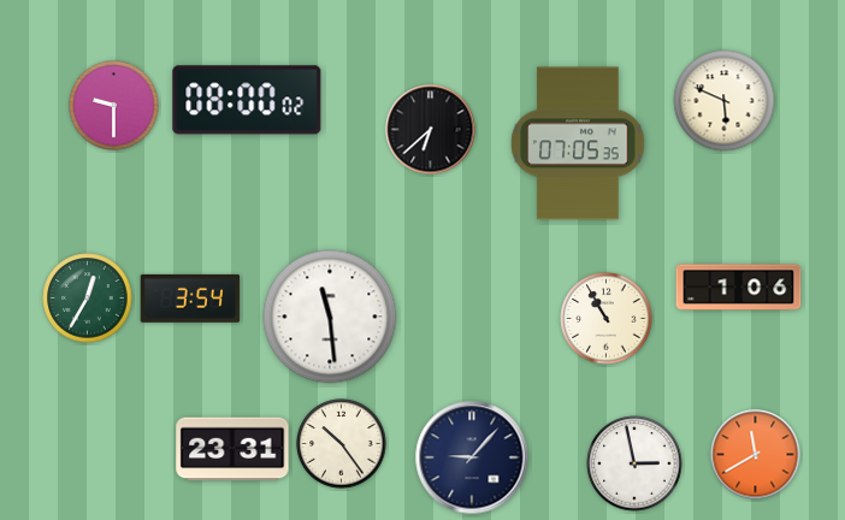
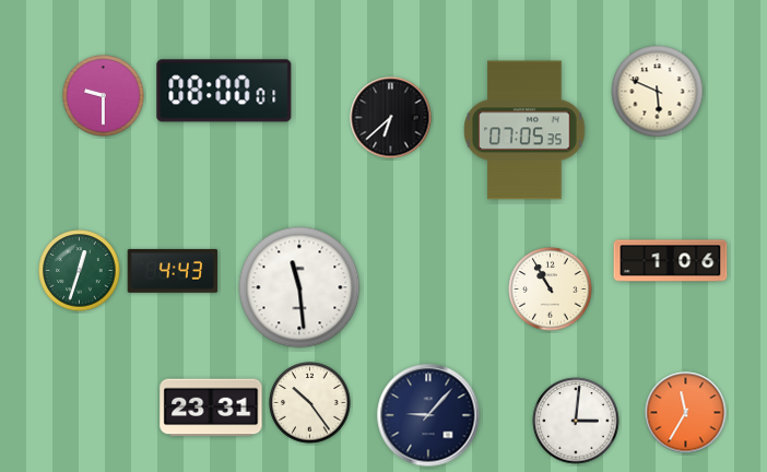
clock at (247, 100): 08:00:02 -> 08:00:01
clock at (88, 299): 12:35 -> 12:33
clock at (190, 299): 3:54 -> 4:43
clock at (756, 455): 11:40 -> 11:35
clock at (634, 463): 2:58 -> 3:01
